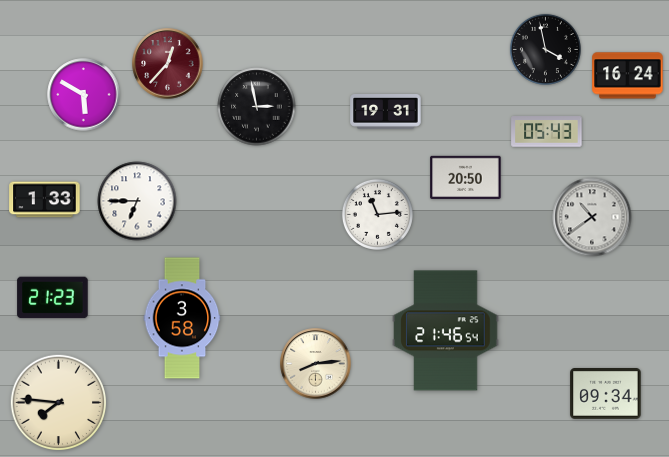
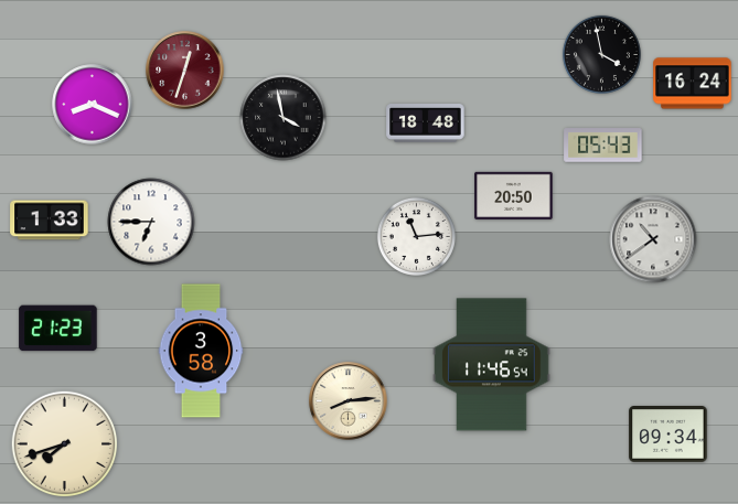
clock at (168, 64): 12:37 -> 12:33
clock at (84, 95): 5:50 -> 8:19
clock at (257, 107): 2:58 -> 3:58
clock at (386, 112): 19:31 -> 18:48
clock at (446, 331): 21:46 -> 11:46
clock at (59, 403): 7:46 -> 7:42
